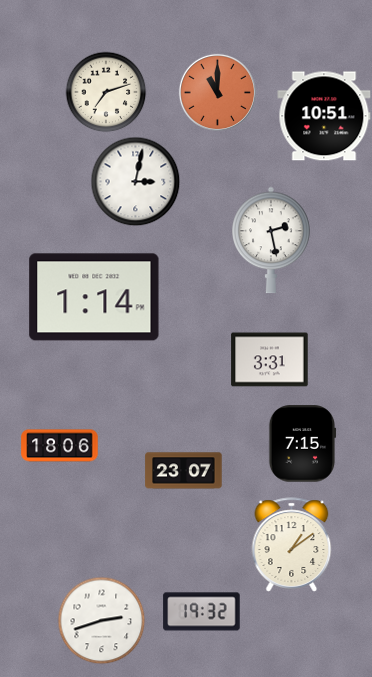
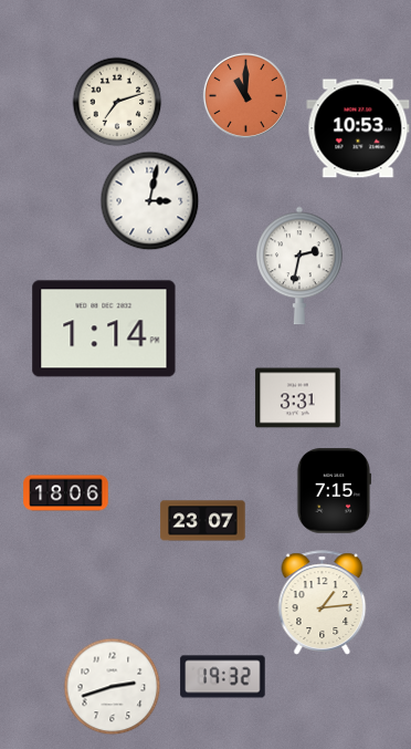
clock at (217, 92) position: (217, 92) -> (245, 95)
clock at (324, 116): 10:51 -> 10:53
clock at (271, 240): 2:28 -> 2:32
clock at (292, 545): 1:09 -> 1:14
